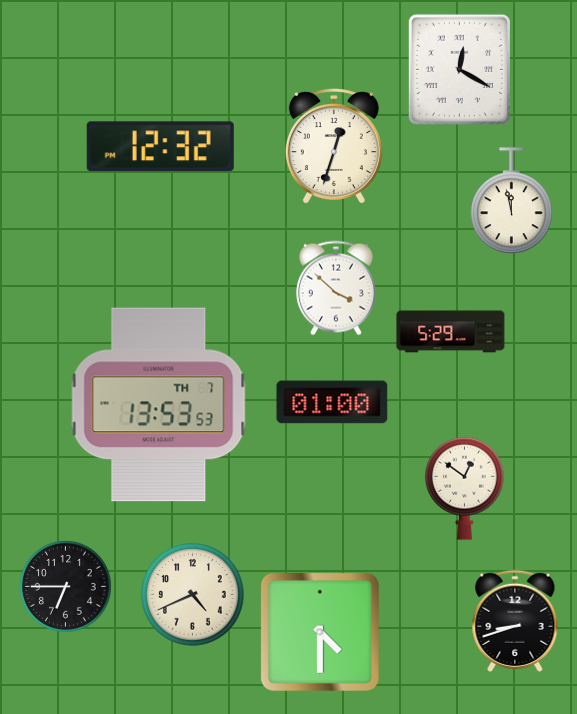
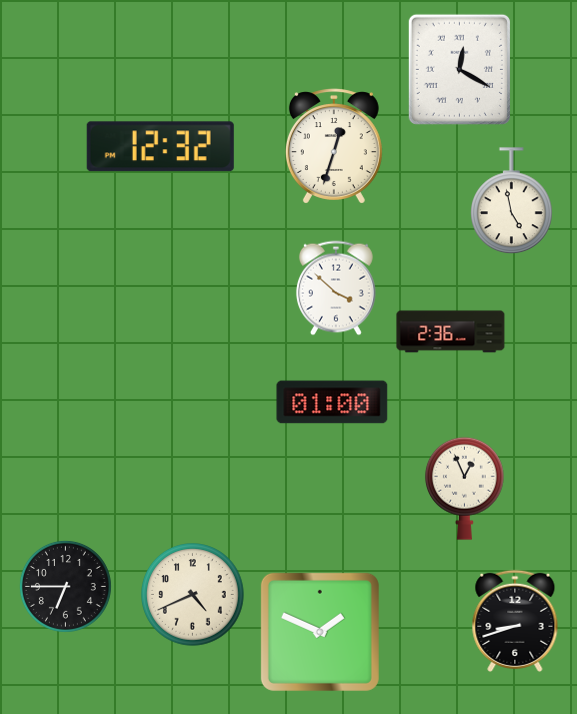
clock at (512, 201): 11:58 -> 4:58
clock at (451, 332): 5:29 -> 2:36
clock at (159, 405): 13:53 -> none
clock at (464, 488): 12:51 -> 12:56
clock at (320, 632): 4:30 -> 1:49
